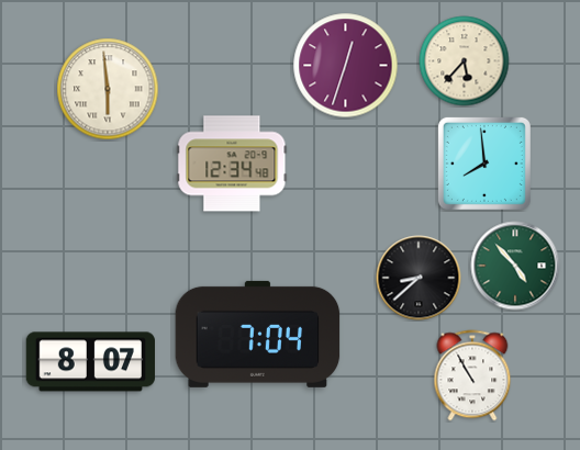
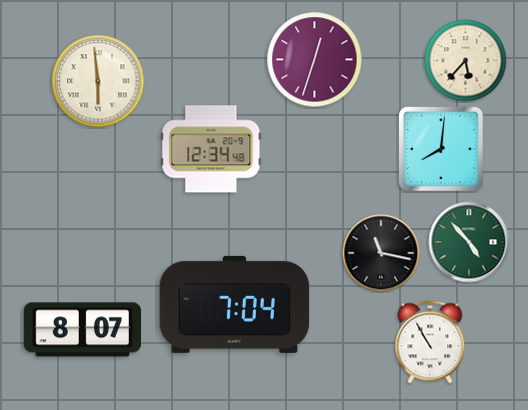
clock at (465, 61) position: (465, 61) -> (466, 61)
clock at (484, 164): 7:59 -> 8:01
clock at (419, 278): 8:38 -> 11:17
